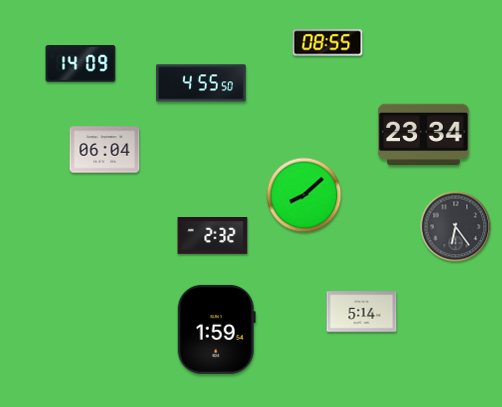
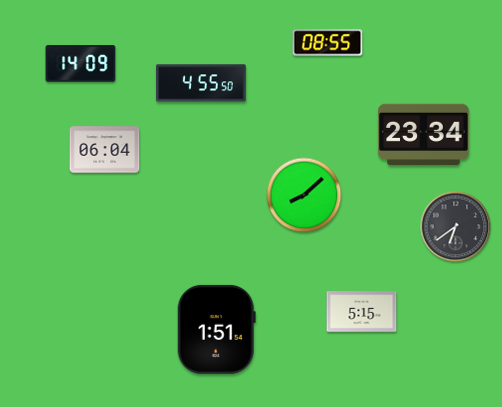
clock at (456, 227): 6:24 -> 6:39
clock at (213, 236): 2:32 -> none
clock at (362, 312): 5:14 -> 5:15
clock at (216, 329): 1:59 -> 1:51
